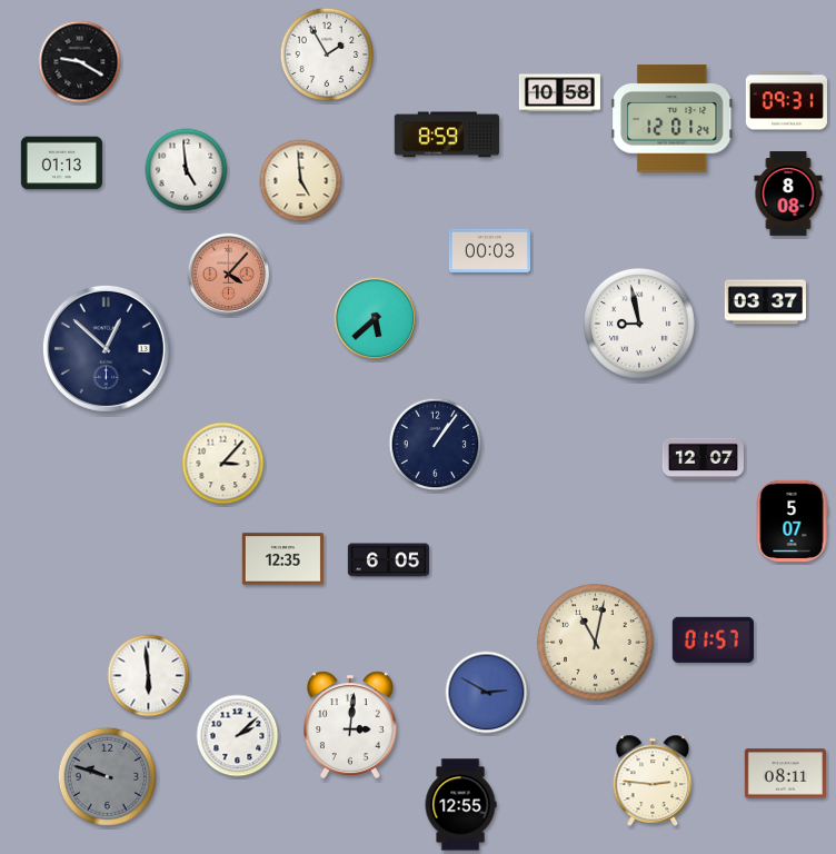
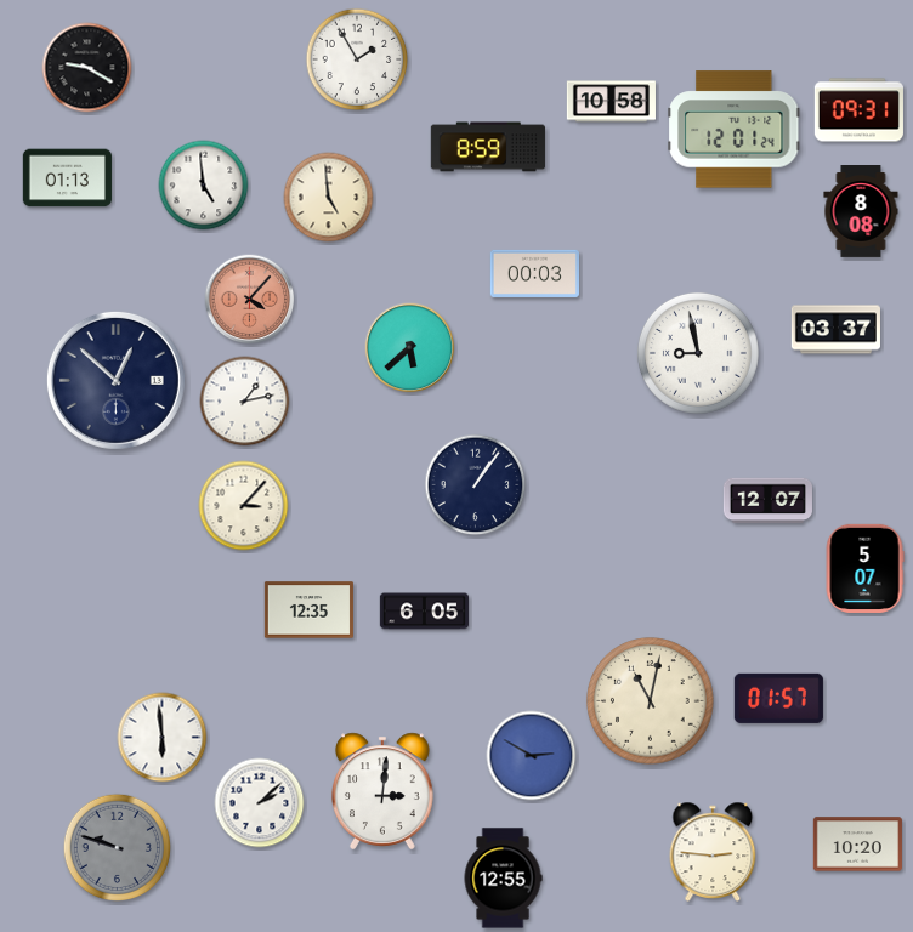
clock at (245, 402): none -> 1:13
clock at (785, 774): 08:11 -> 10:20
